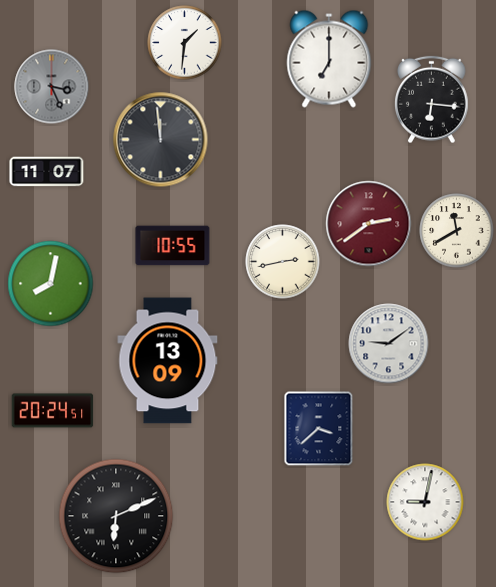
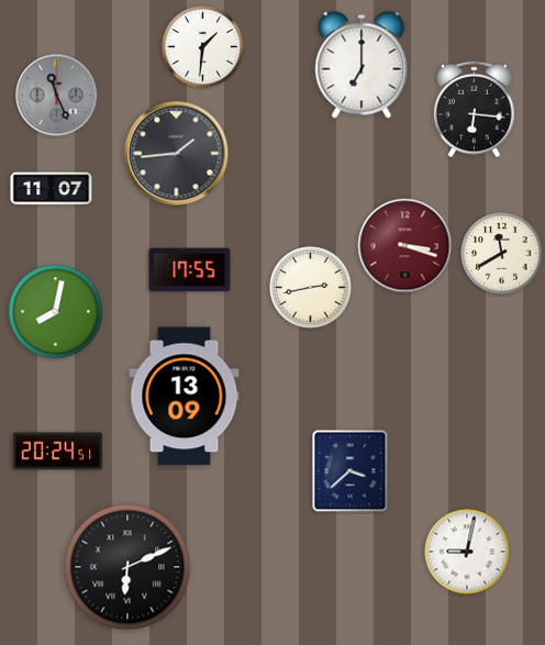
clock at (52, 87): 3:26 -> 11:26
clock at (161, 140): 11:59 -> 1:44
clock at (369, 224): 2:39 -> 3:18
clock at (173, 246): 10:55 -> 17:55
clock at (389, 344): 9:09 -> none
